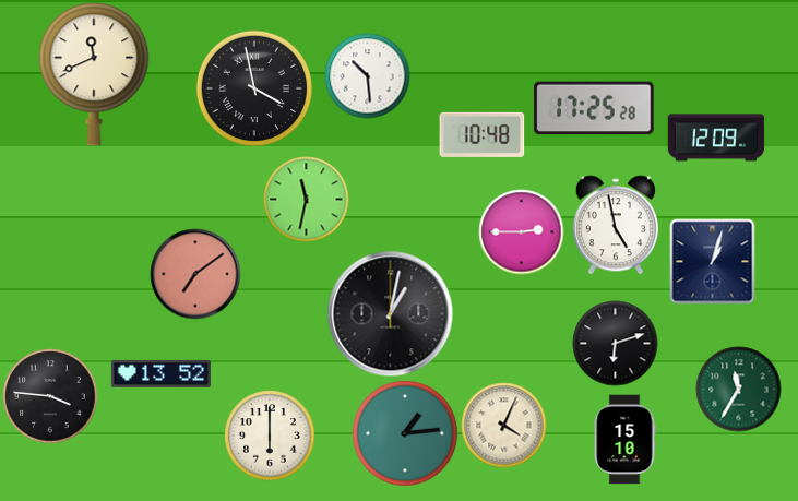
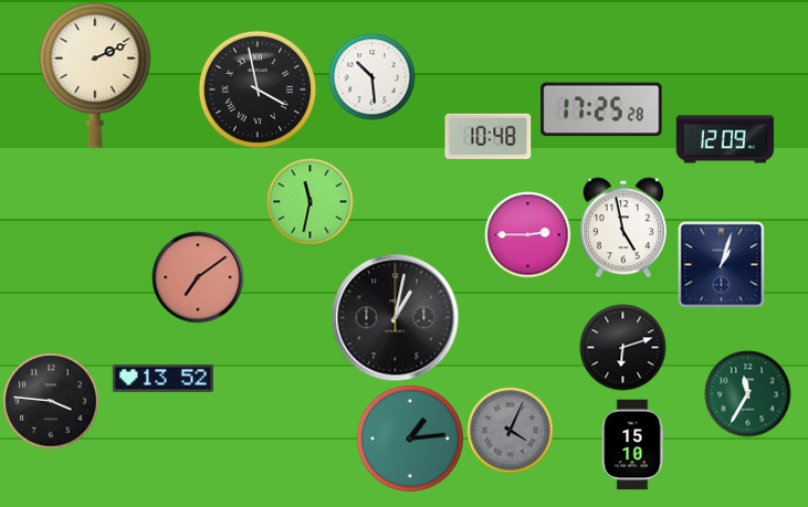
clock at (94, 74): 11:41 -> 2:11
clock at (503, 425) dial: cream -> grey
clock at (270, 436): 6:00 -> none
